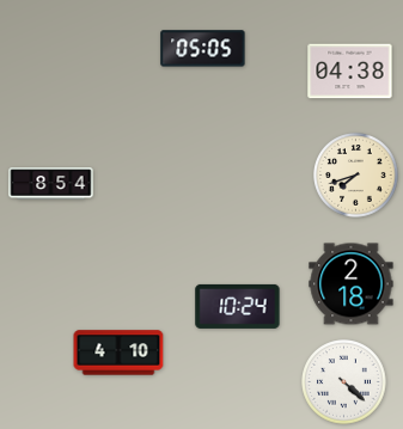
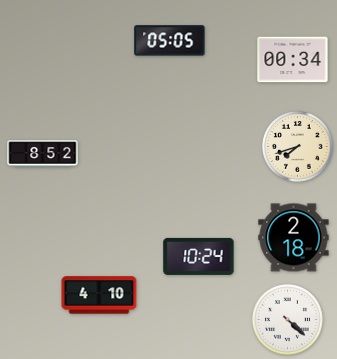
clock at (350, 72): 04:38 -> 00:34
clock at (51, 184): 8:54 -> 8:52
